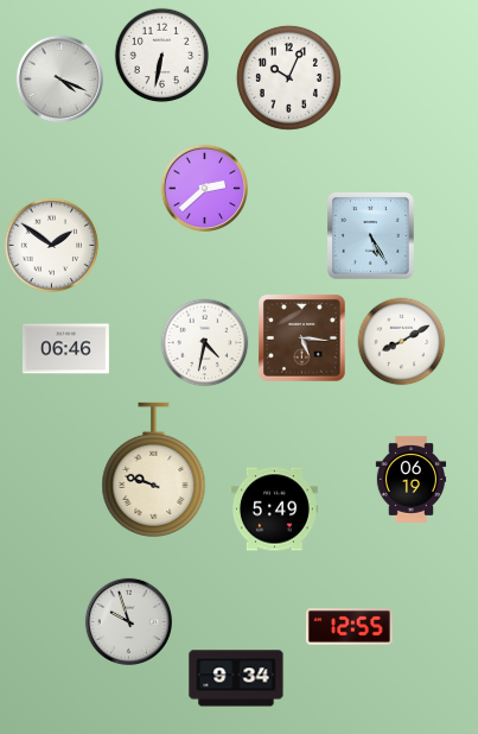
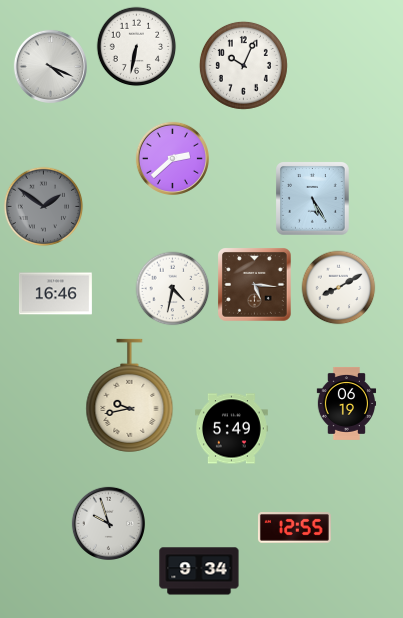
clock at (52, 246) dial: white -> grey
clock at (65, 349): 06:46 -> 16:46
clock at (154, 469): 9:48 -> 9:43
